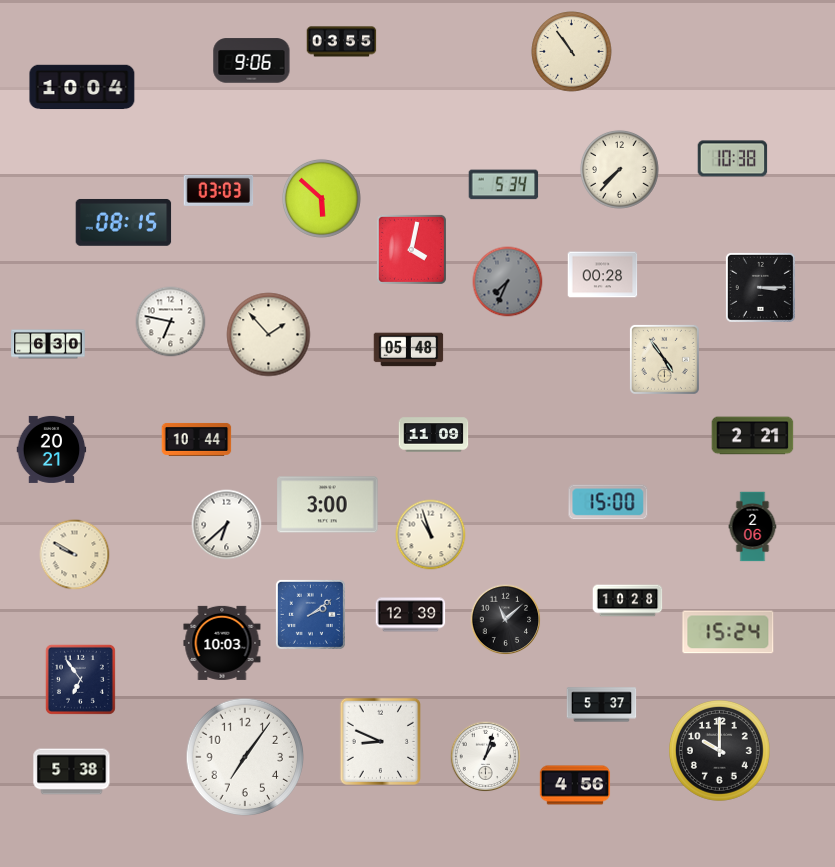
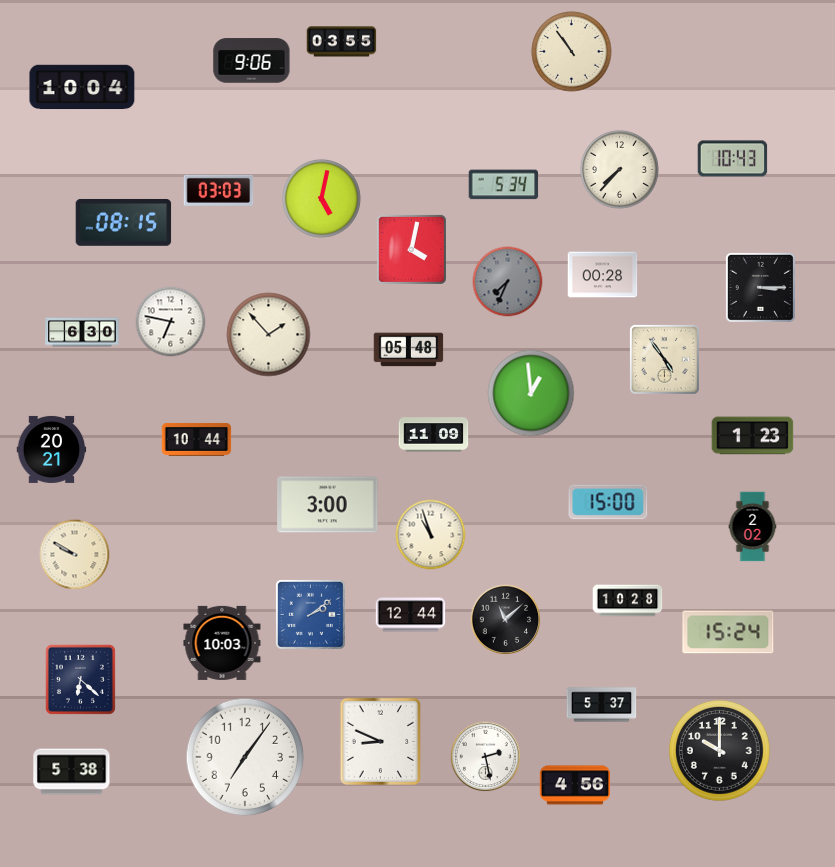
clock at (733, 159): 10:38 -> 10:43
clock at (321, 198): 5:52 -> 5:02
clock at (48, 344) position: (48, 344) -> (82, 332)
clock at (531, 393): none -> 12:59
clock at (753, 436): 2:21 -> 1:23
clock at (227, 525): 6:38 -> none
clock at (753, 527): 2:06 -> 2:02
clock at (411, 615): 12:39 -> 12:44
clock at (80, 679): 6:54 -> 6:22
clock at (486, 757): 1:03 -> 2:28
